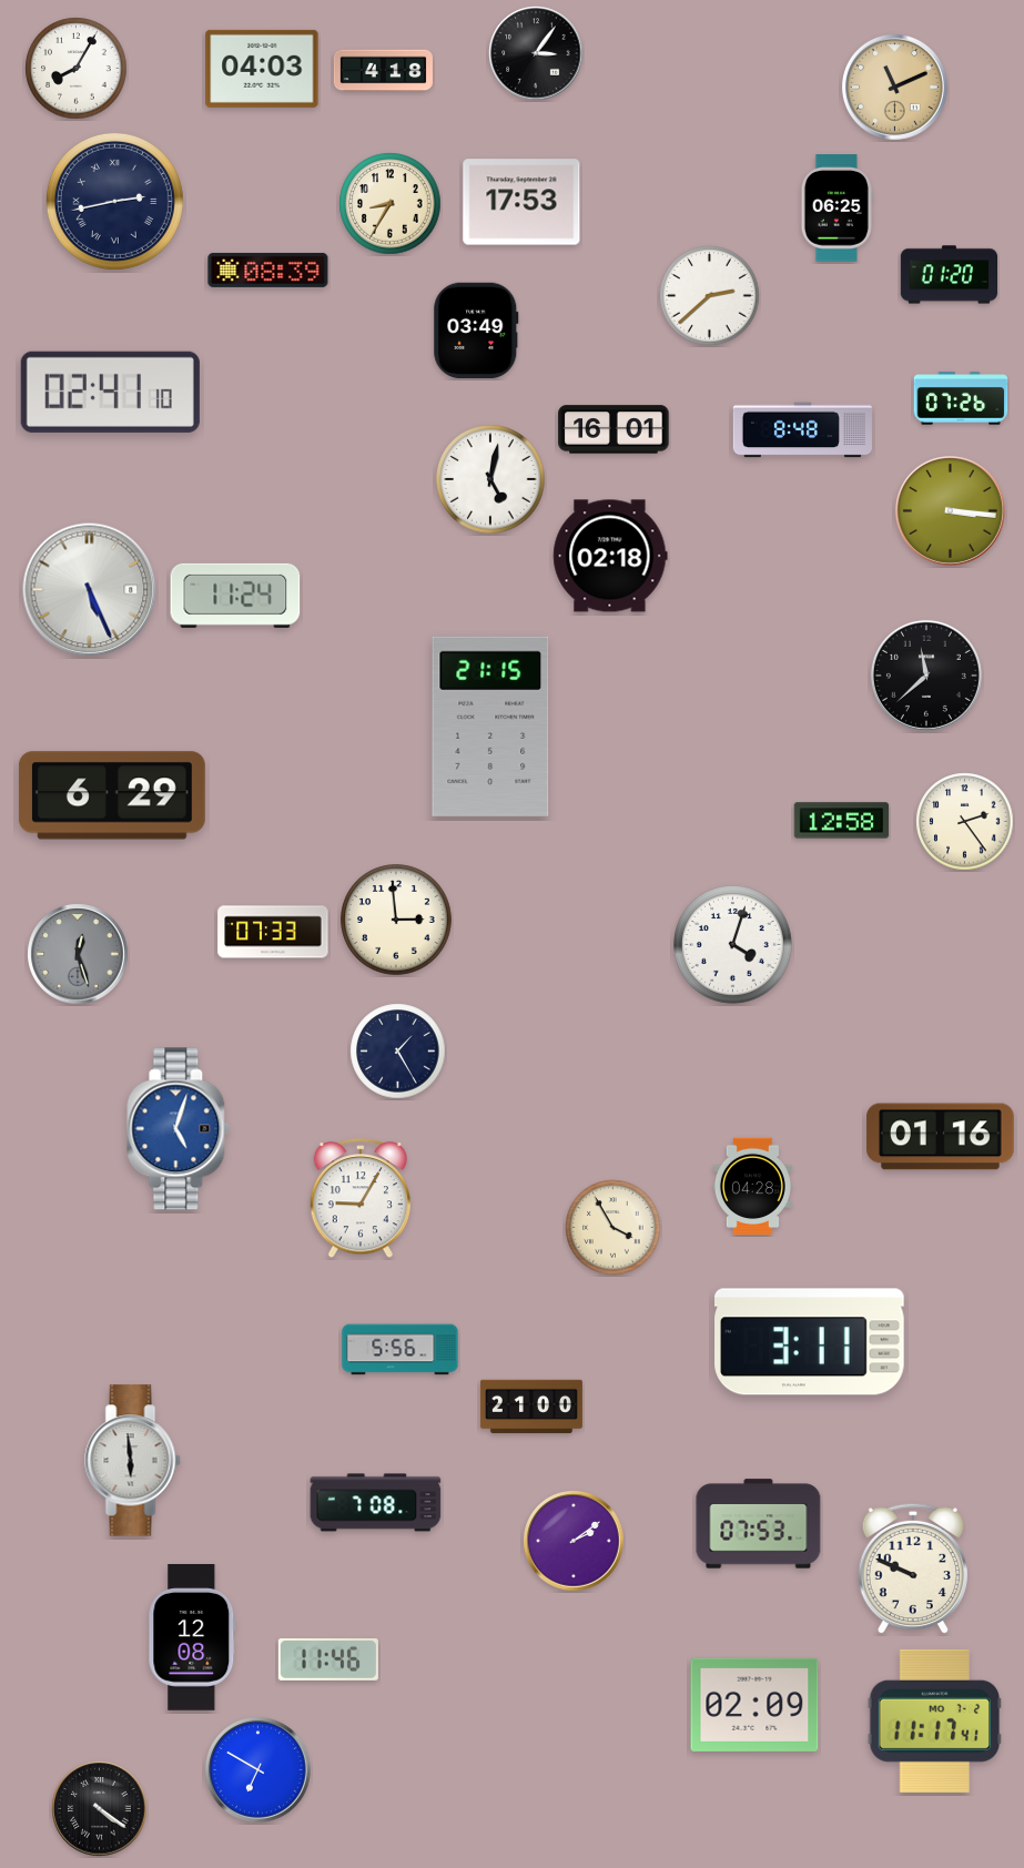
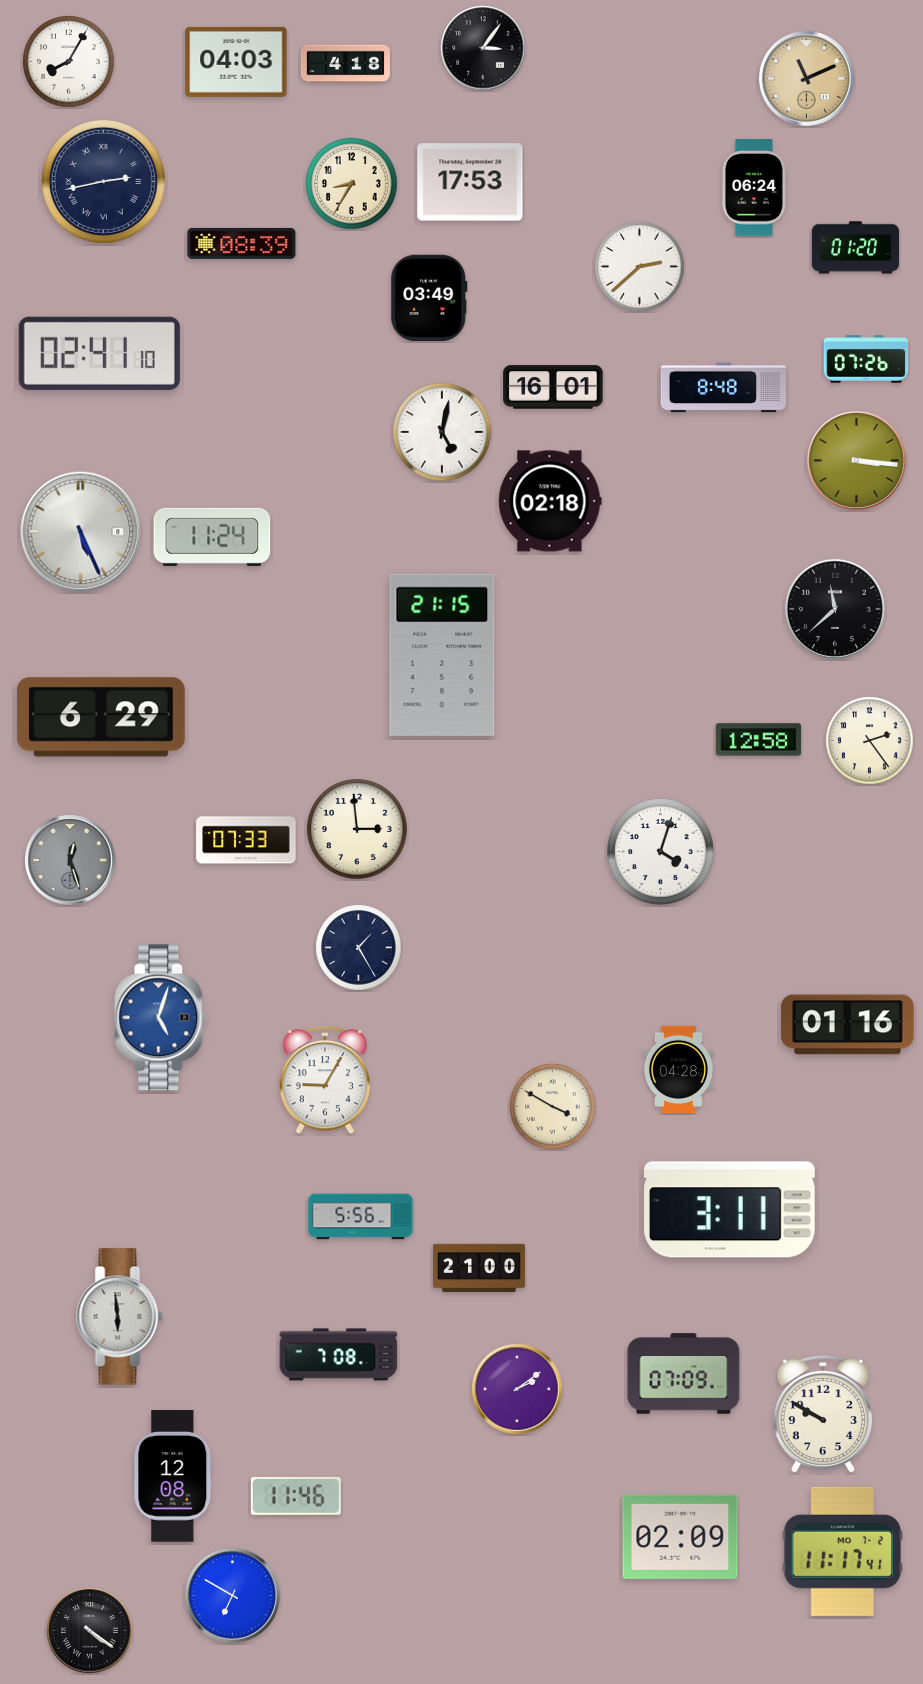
clock at (837, 209): 06:25 -> 06:24
clock at (614, 1228): 3:55 -> 3:50
clock at (759, 1524): 07:53 -> 07:09
clock at (913, 1568): 9:49 -> 9:50
